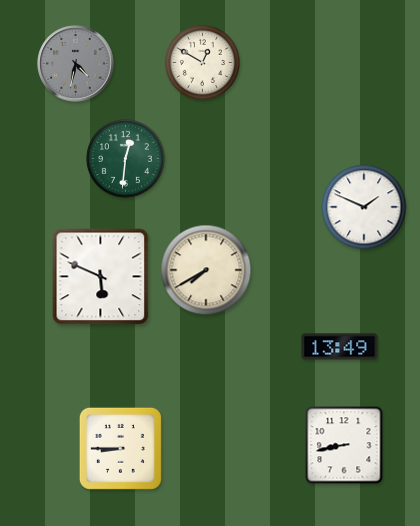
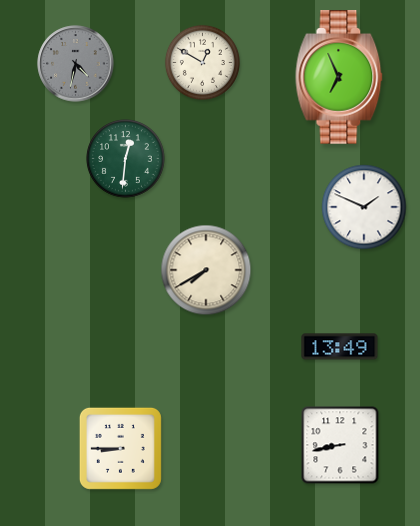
clock at (339, 78): none -> 6:56
clock at (101, 277): 5:49 -> none
clock at (344, 445) position: (344, 445) -> (340, 445)
